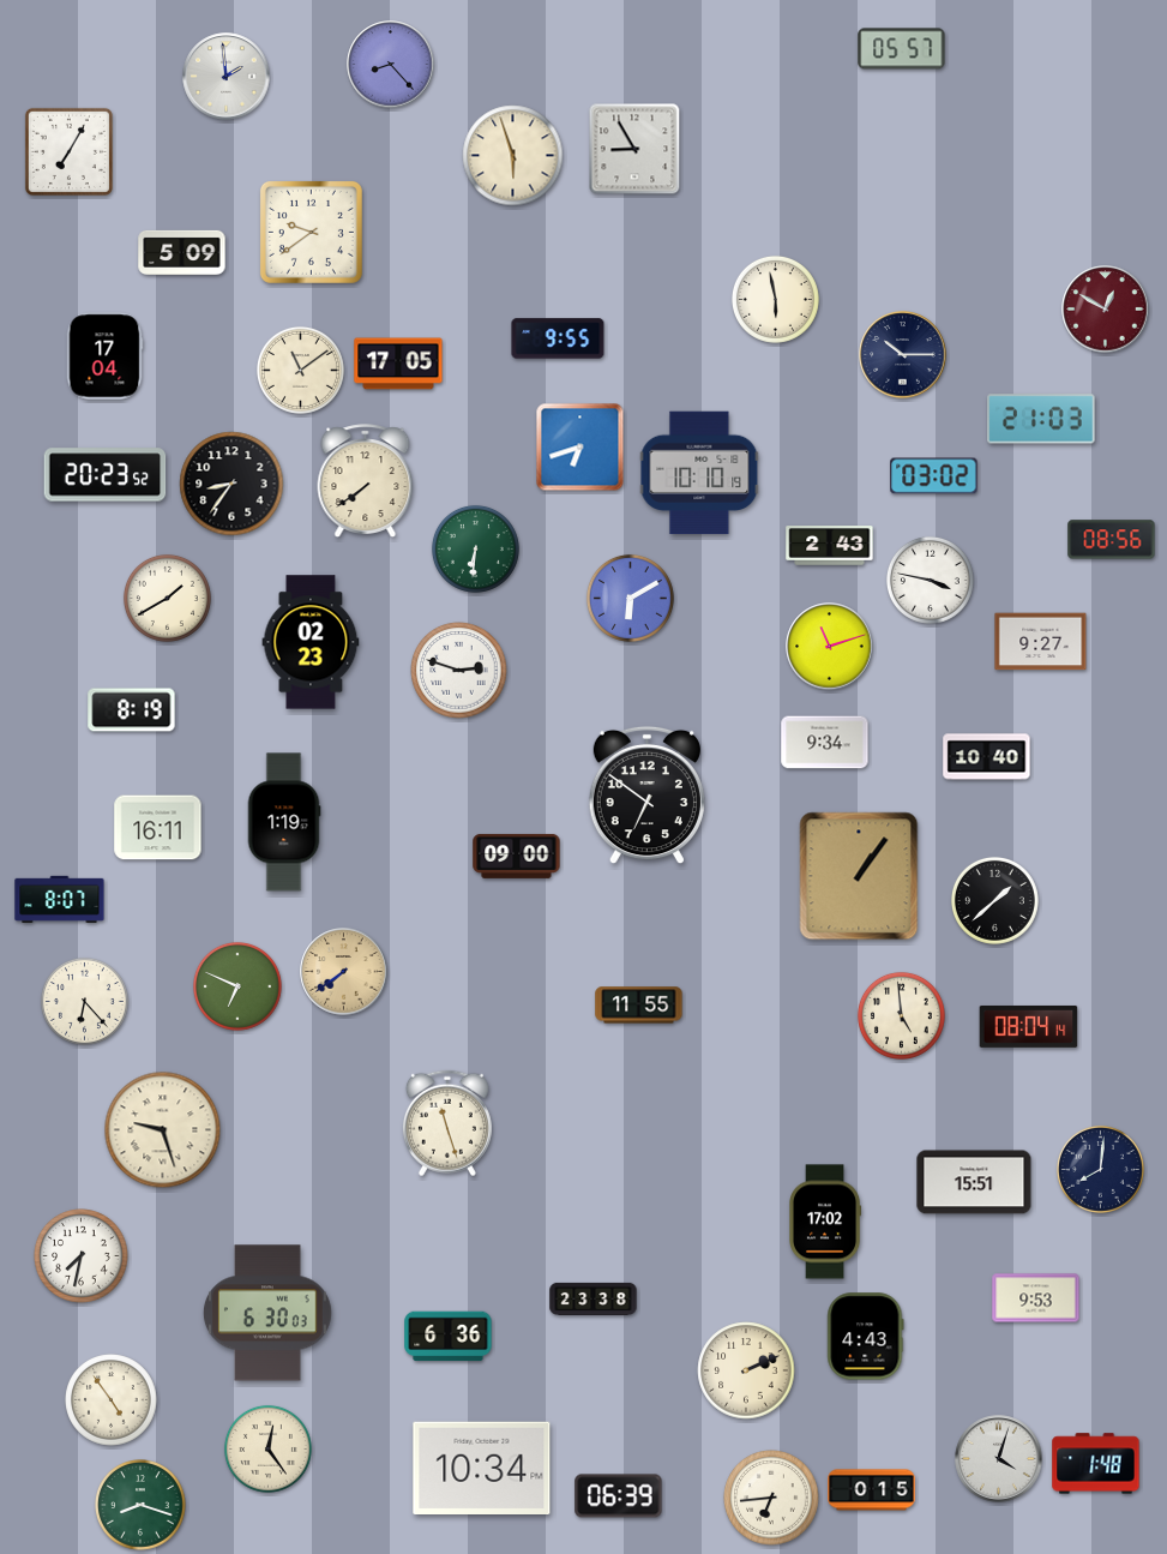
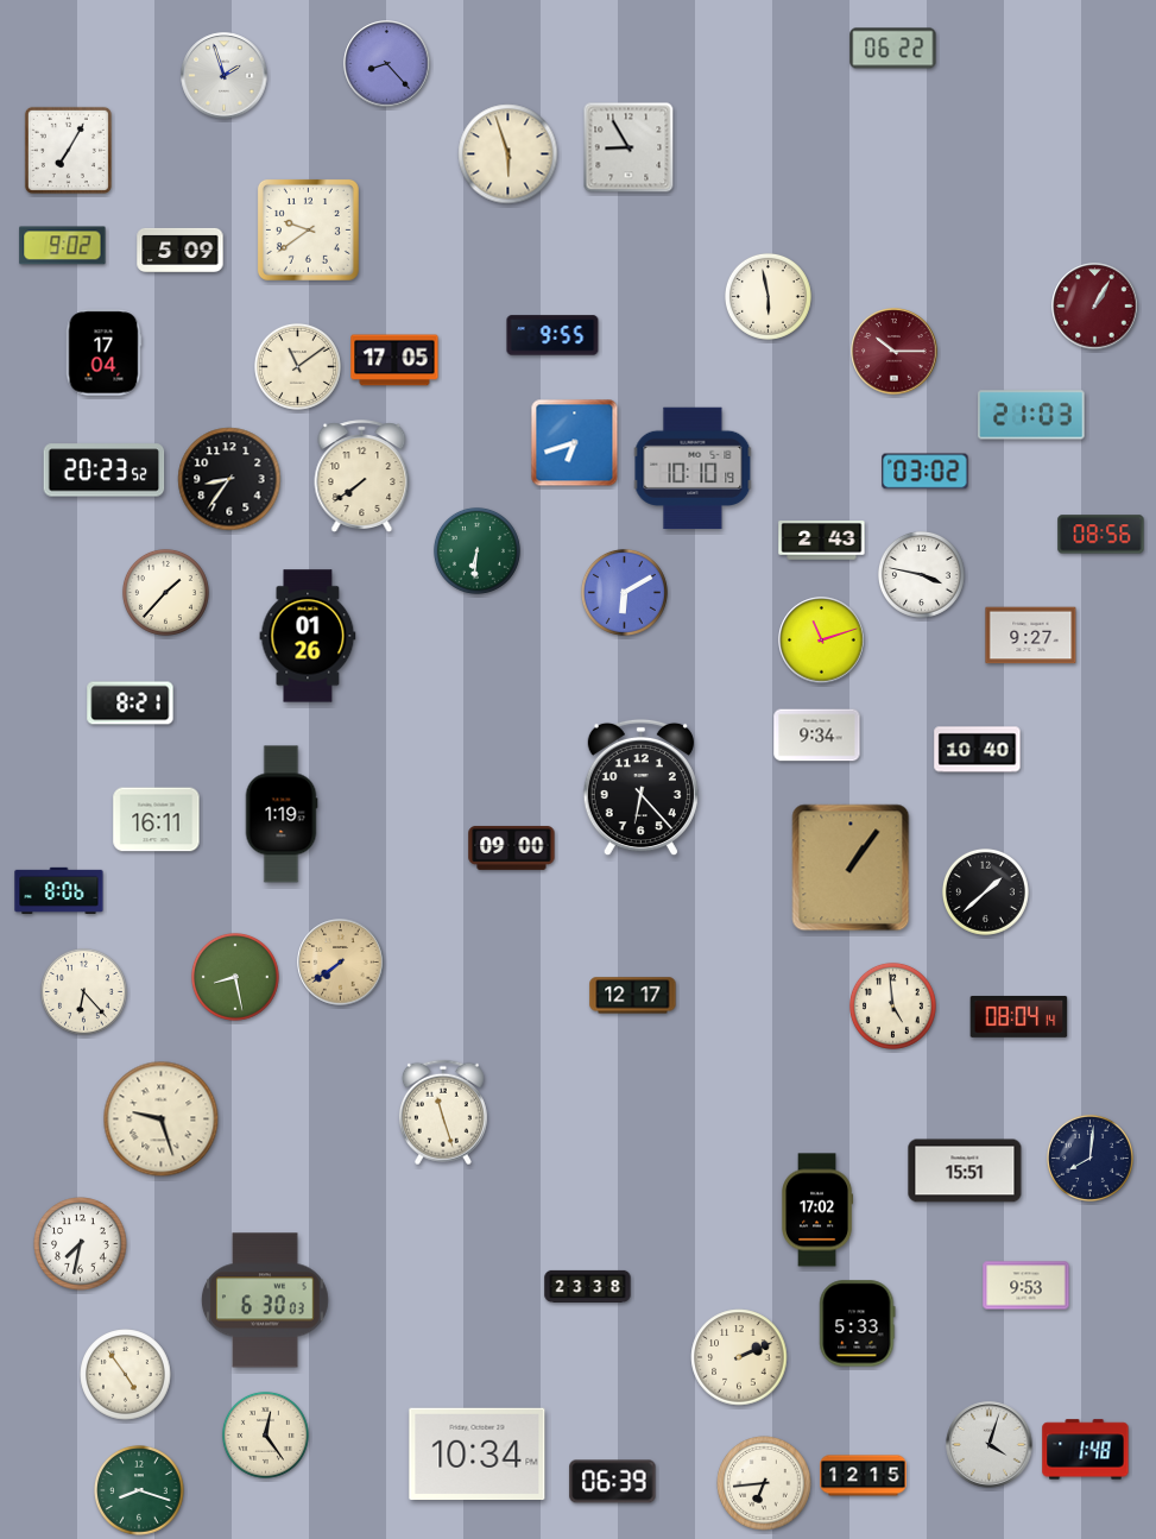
clock at (902, 49): 05:57 -> 06:22
clock at (227, 77): 1:59 -> 1:57
clock at (63, 246): none -> 9:02
clock at (1106, 310): 12:50 -> 1:05
clock at (903, 355) dial: navy -> burgundy
clock at (475, 548) position: (475, 548) -> (476, 550)
clock at (167, 598): 1:40 -> 1:37
clock at (311, 642): 02:23 -> 01:26
clock at (459, 671): 2:48 -> none
clock at (132, 710): 8:19 -> 8:21
clock at (646, 796): 6:51 -> 6:23
clock at (60, 899): 8:07 -> 8:06
clock at (237, 986): 6:49 -> 8:28
clock at (639, 1006): 11:55 -> 12:17
clock at (449, 1337): 6:36 -> none
clock at (866, 1337): 4:43 -> 5:33
clock at (112, 1400) position: (112, 1400) -> (126, 1375)
clock at (872, 1490): 0:15 -> 12:15
